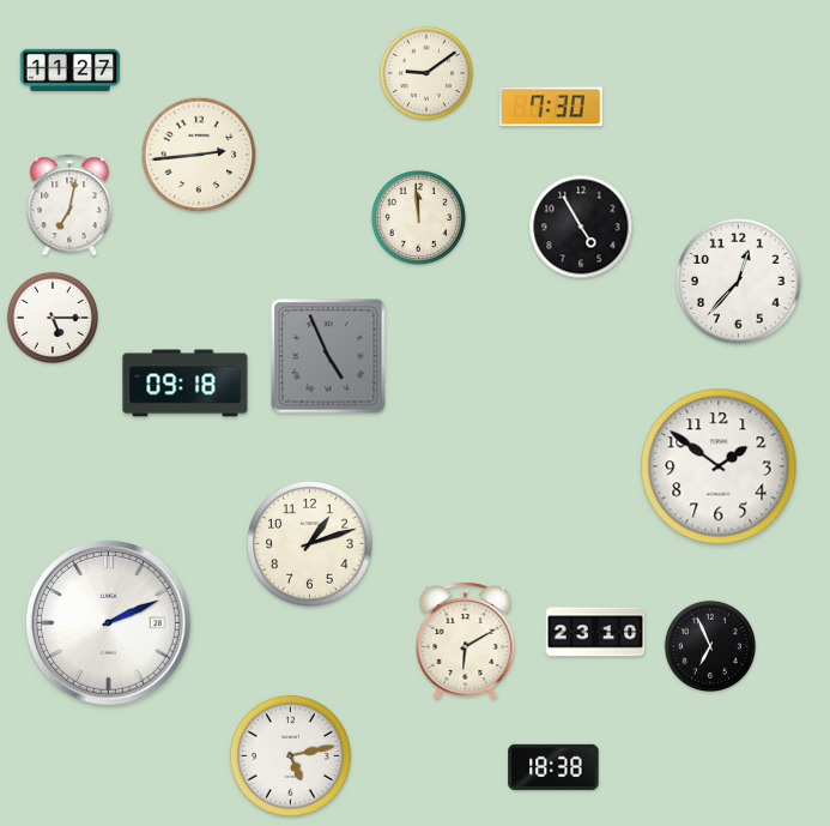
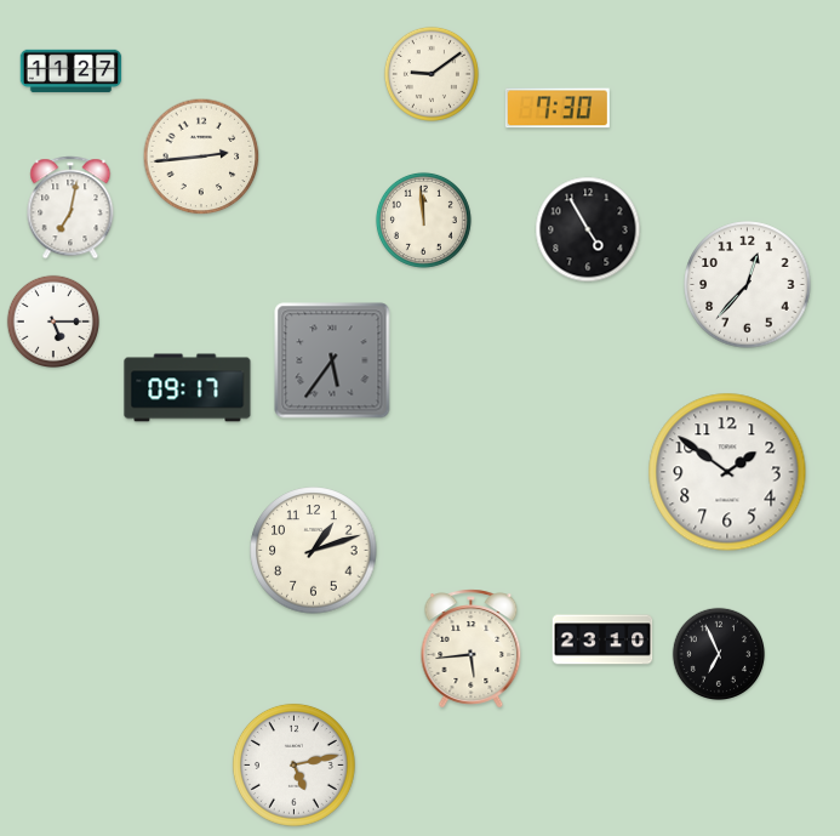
clock at (328, 356): 4:56 -> 5:36
clock at (186, 384): 09:18 -> 09:17
clock at (109, 623): 2:11 -> none
clock at (466, 641): 6:10 -> 5:44
clock at (553, 767): 18:38 -> none
